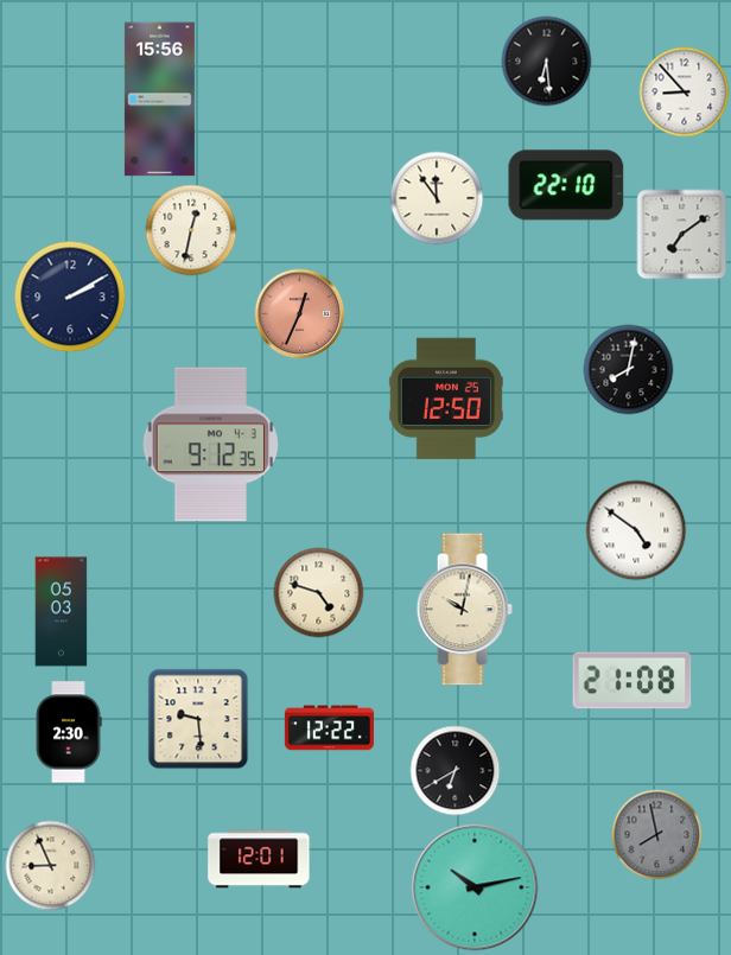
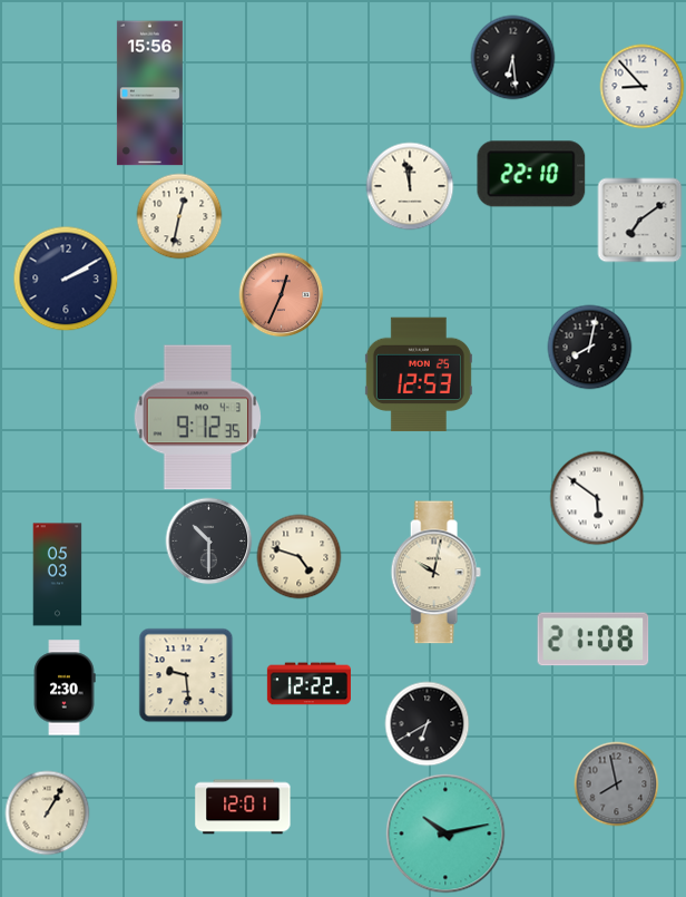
clock at (437, 198): 11:54 -> 11:58
clock at (446, 399): 12:50 -> 12:53
clock at (636, 530): 4:51 -> 5:51
clock at (209, 542): none -> 10:30
clock at (51, 866): 8:56 -> 1:05
